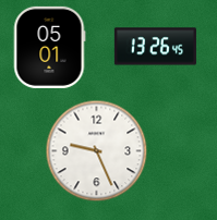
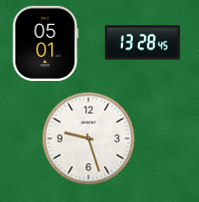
clock at (155, 47): 13:26 -> 13:28
clock at (97, 151): 9:26 -> 9:27
